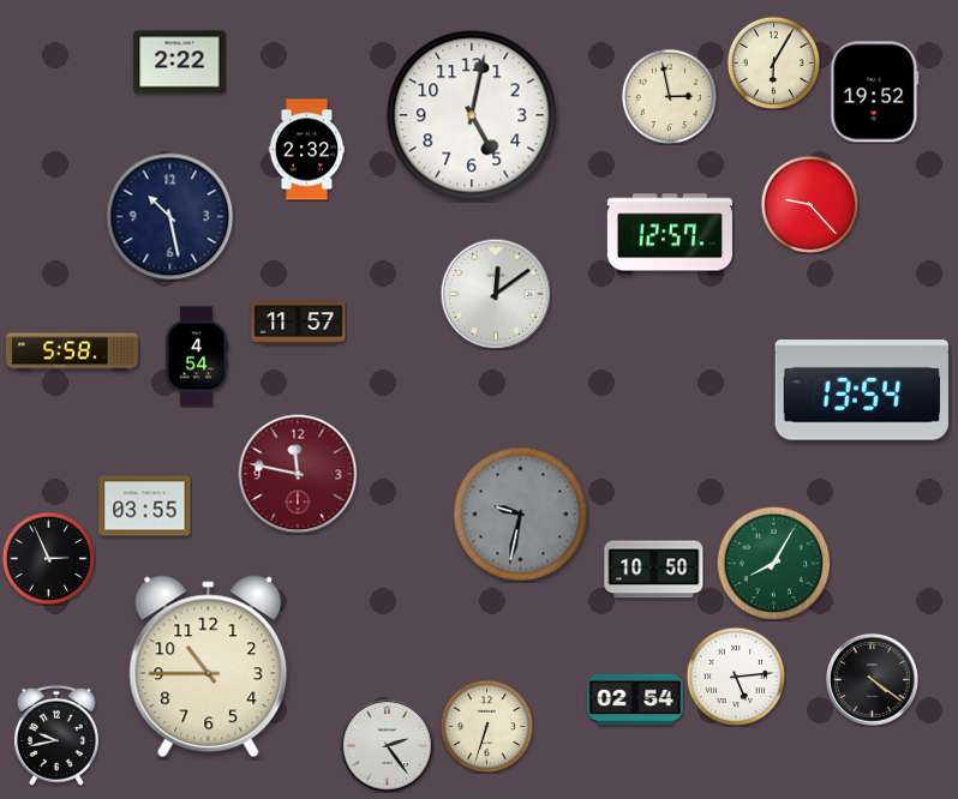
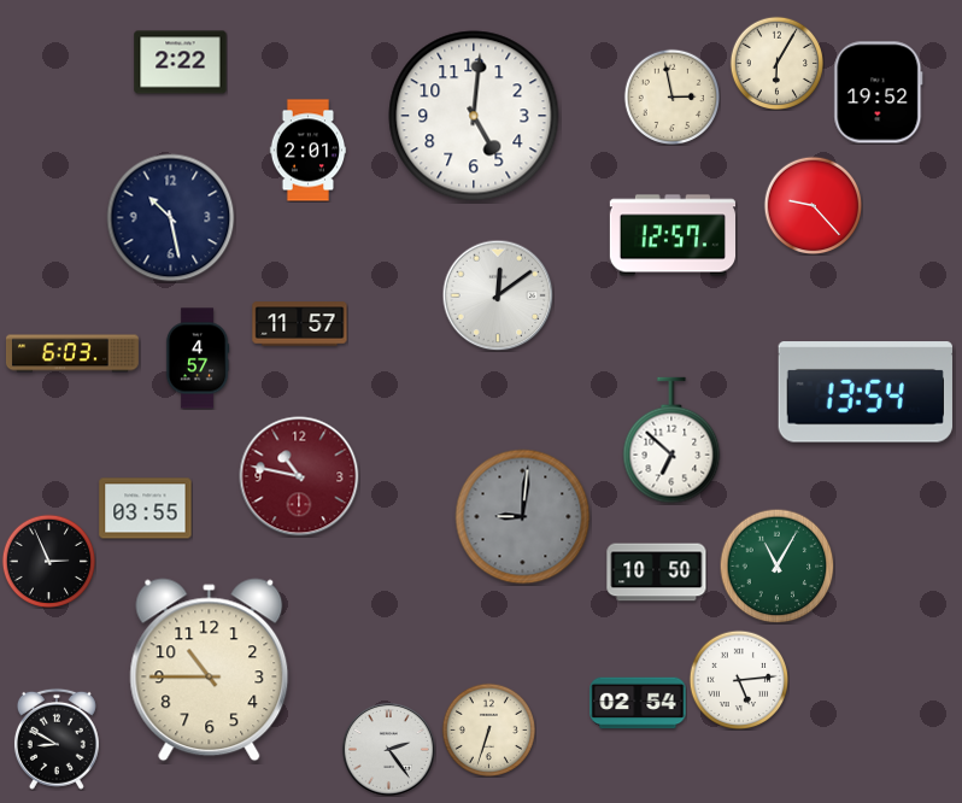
clock at (472, 115): 5:02 -> 5:01
clock at (307, 150): 2:32 -> 2:01
clock at (72, 352): 5:58 -> 6:03
clock at (197, 356): 4:54 -> 4:57
clock at (671, 440): none -> 6:52
clock at (298, 474): 11:47 -> 10:47
clock at (521, 515): 9:32 -> 9:01
clock at (773, 563): 8:05 -> 11:05
clock at (872, 679): 4:21 -> none
clock at (56, 735): 9:43 -> 8:50
